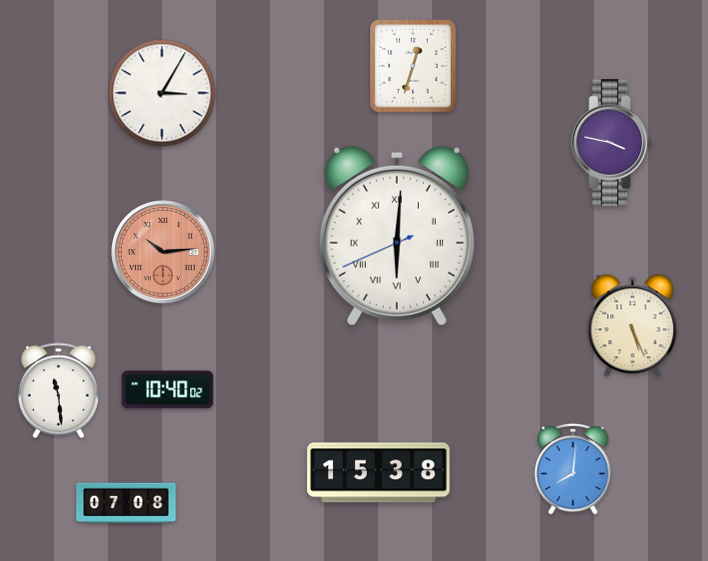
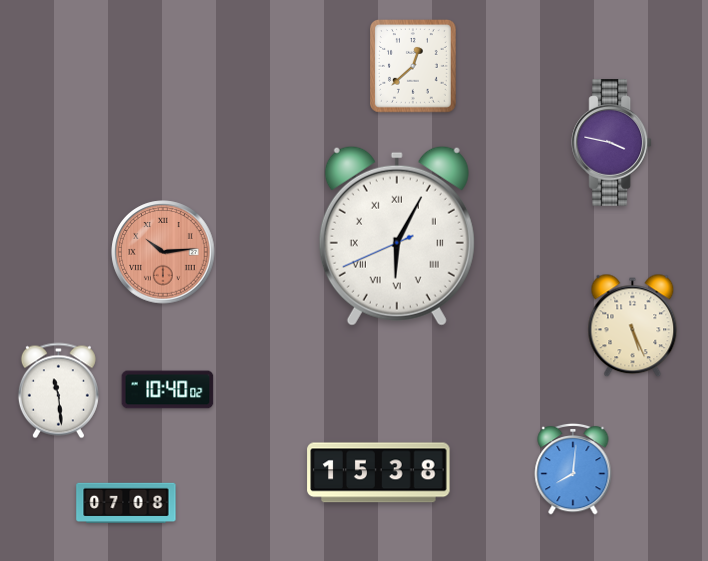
clock at (414, 67): 12:33 -> 12:38
clock at (162, 93): 3:05 -> none
clock at (397, 236): 6:00 -> 6:04
